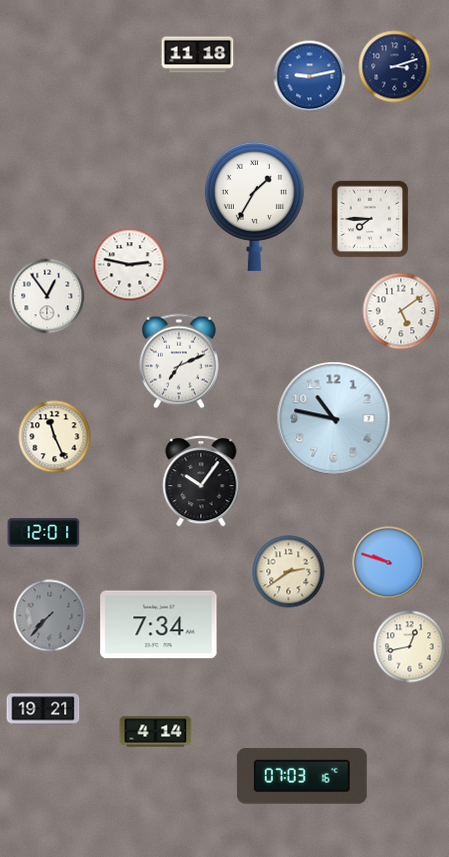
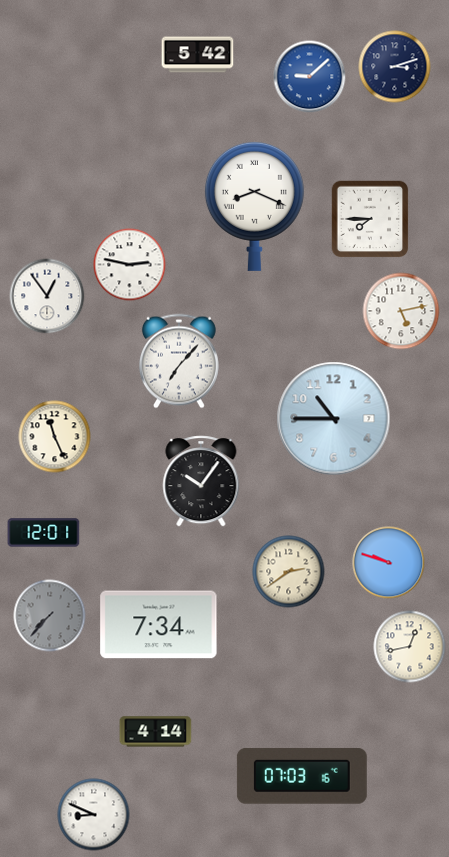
clock at (198, 55): 11:18 -> 5:42
clock at (310, 77): 9:13 -> 9:08
clock at (254, 206): 1:35 -> 8:19
clock at (401, 311): 5:09 -> 5:13
clock at (179, 361): 7:11 -> 7:07
clock at (334, 419): 10:47 -> 10:45
clock at (43, 709): 19:21 -> none
clock at (94, 815): none -> 8:49
